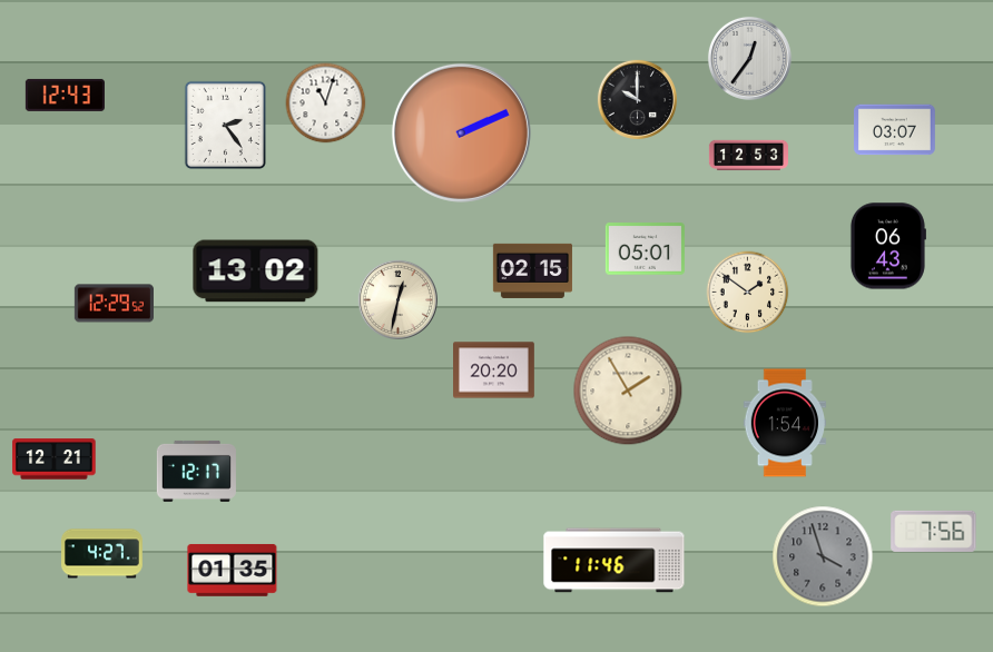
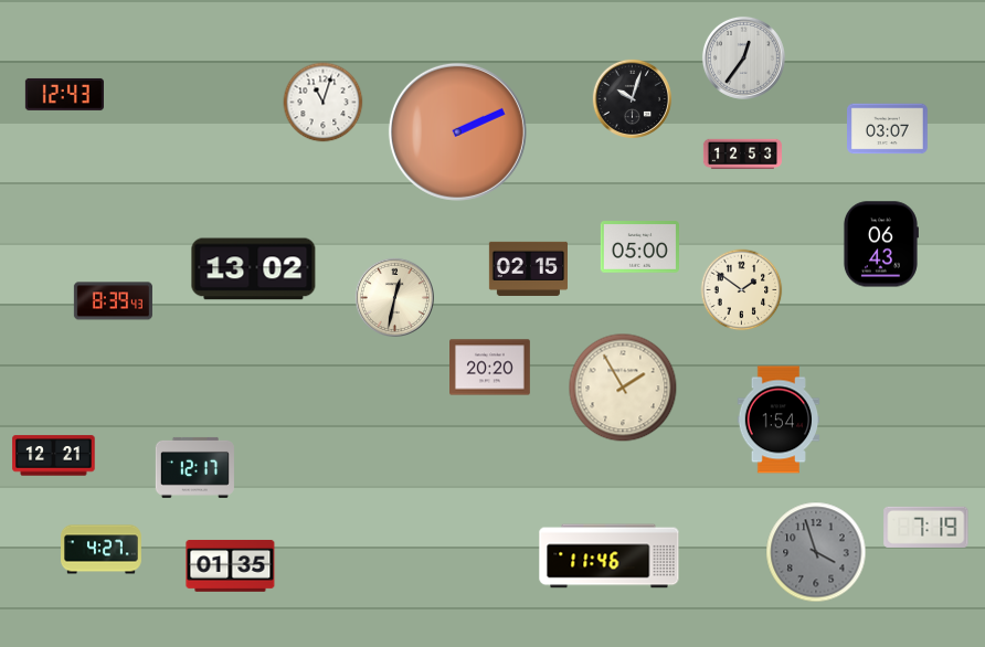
clock at (637, 99): 10:00 -> 10:03
clock at (225, 125): 2:24 -> none
clock at (645, 249): 05:01 -> 05:00
clock at (114, 304): 12:29 -> 8:39
clock at (934, 531): 7:56 -> 7:19
